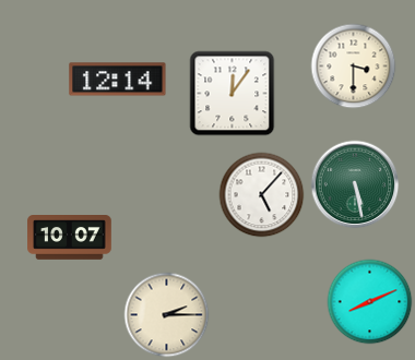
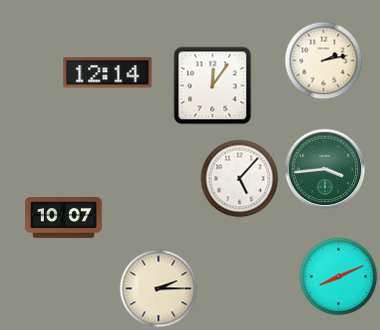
clock at (353, 65): 3:30 -> 2:13
clock at (355, 184): 5:28 -> 3:44
clock at (166, 314) position: (166, 314) -> (158, 288)
